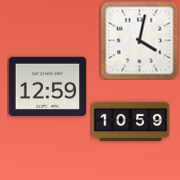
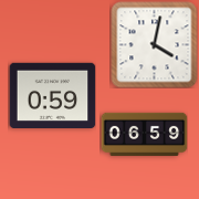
clock at (47, 86): 12:59 -> 0:59
clock at (130, 121): 10:59 -> 06:59
